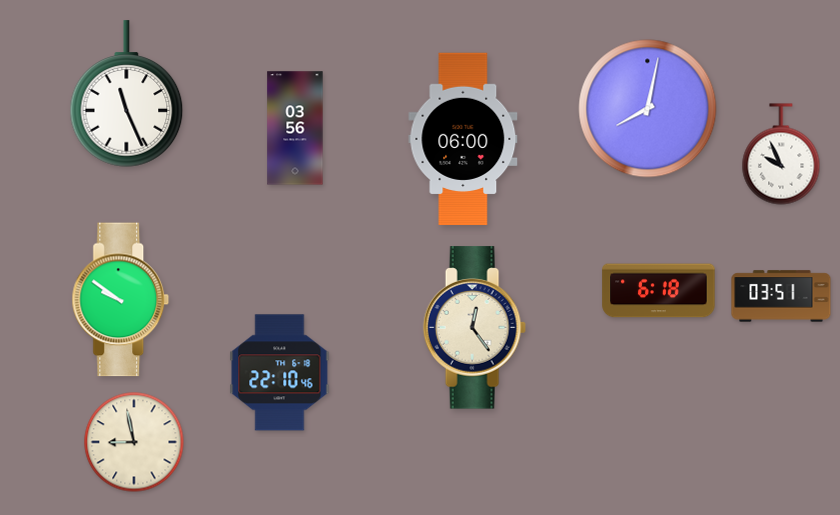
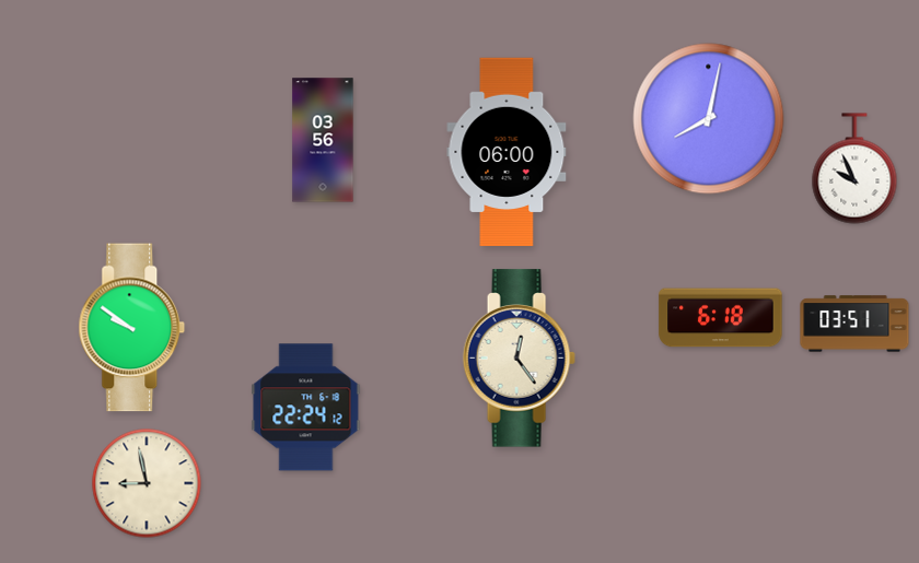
clock at (127, 94): 11:26 -> none
clock at (280, 373): 22:10 -> 22:24
